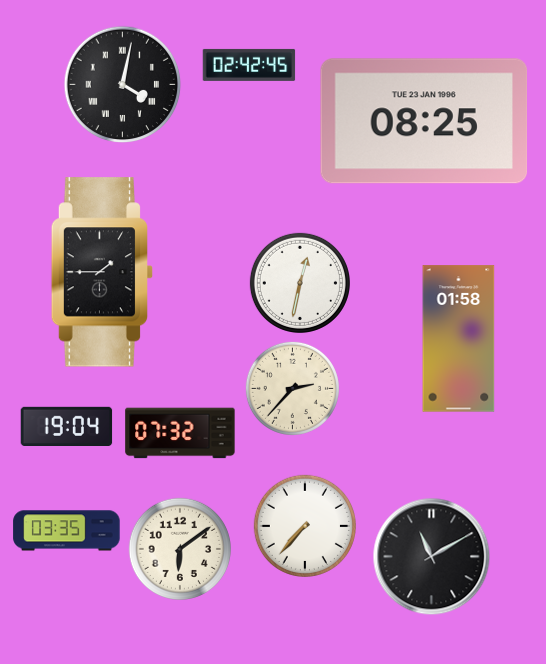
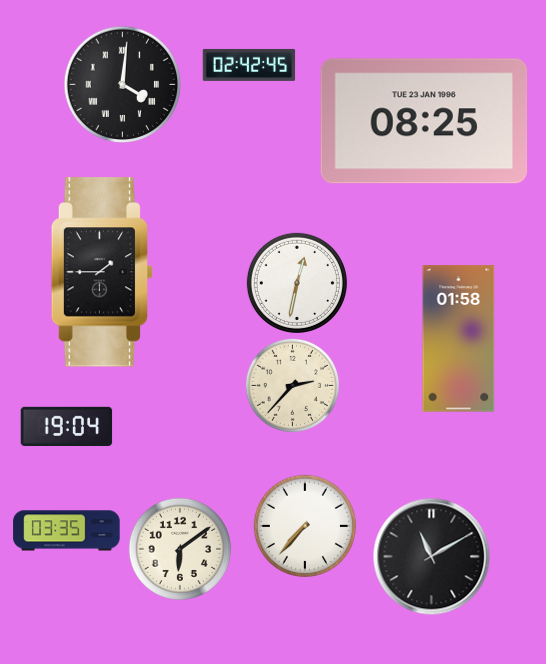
clock at (123, 85): 4:02 -> 4:01
clock at (300, 283) position: (300, 283) -> (297, 283)
clock at (292, 388) position: (292, 388) -> (292, 385)
clock at (180, 433): 07:32 -> none
